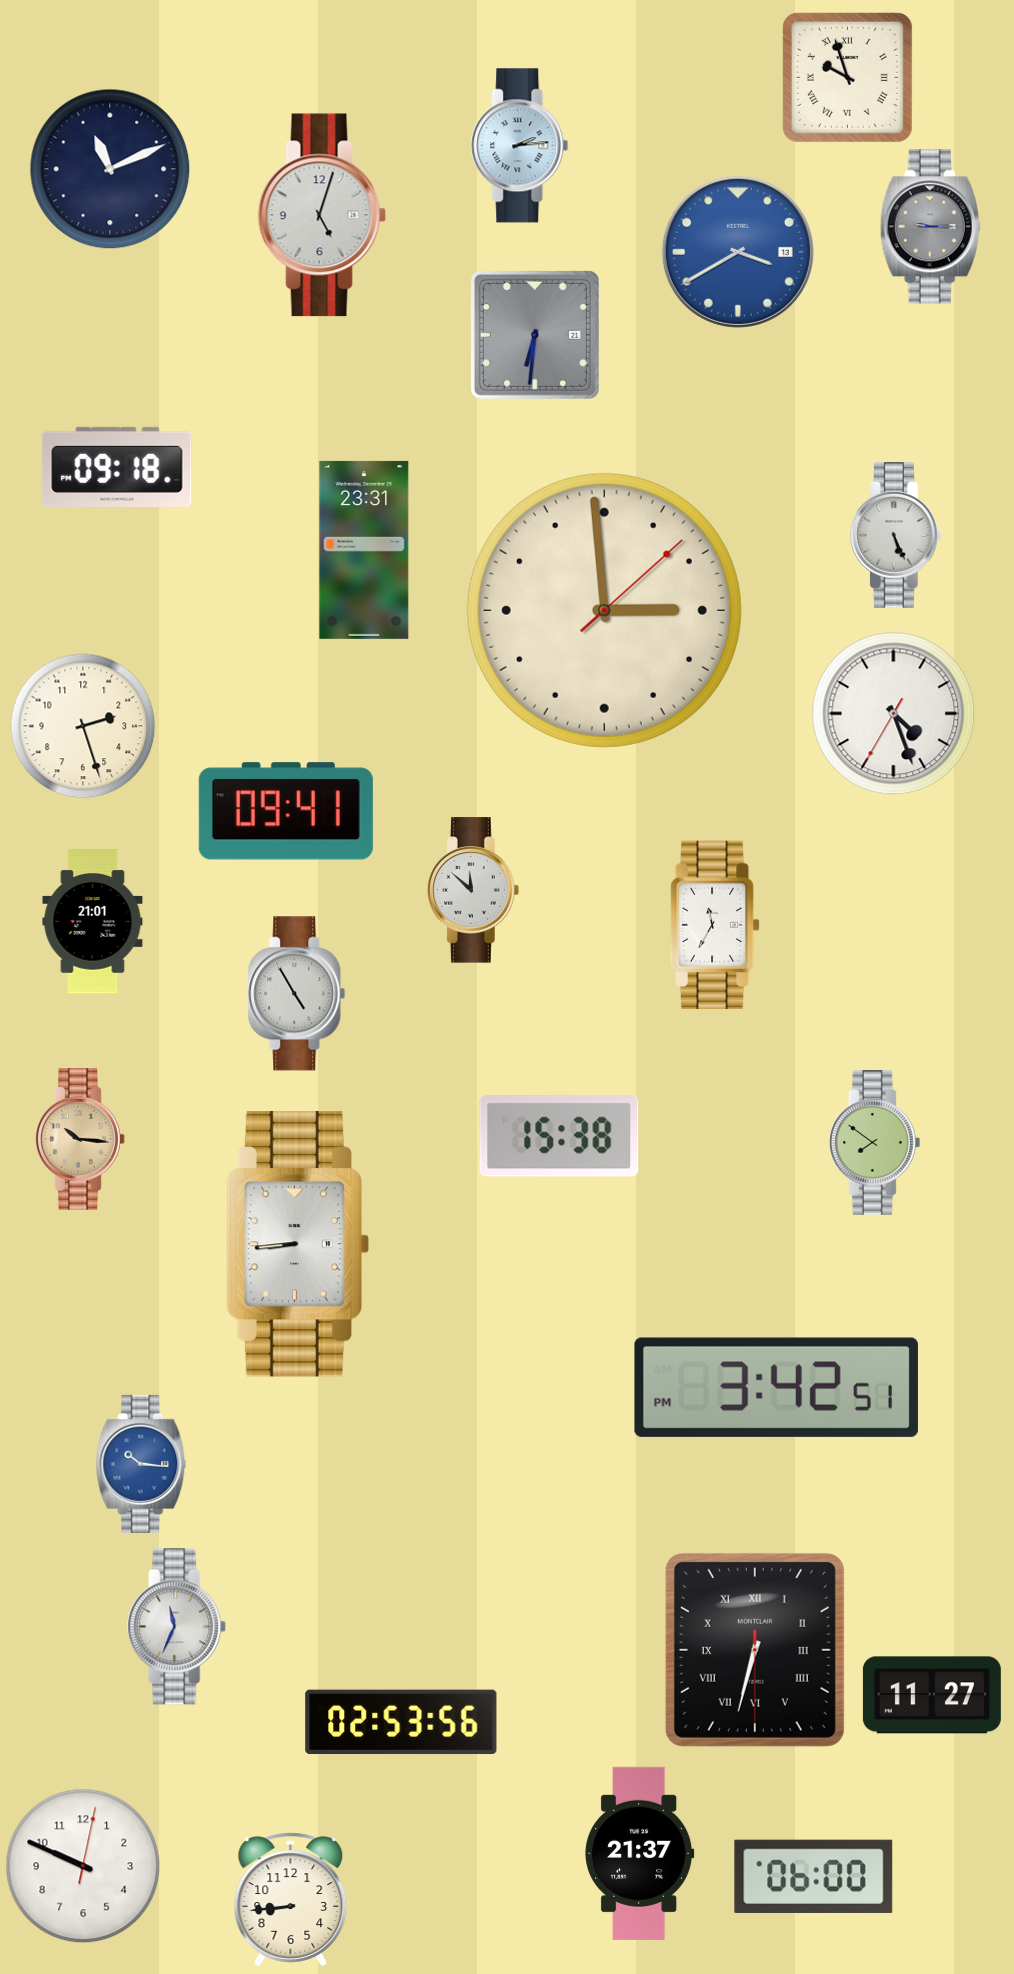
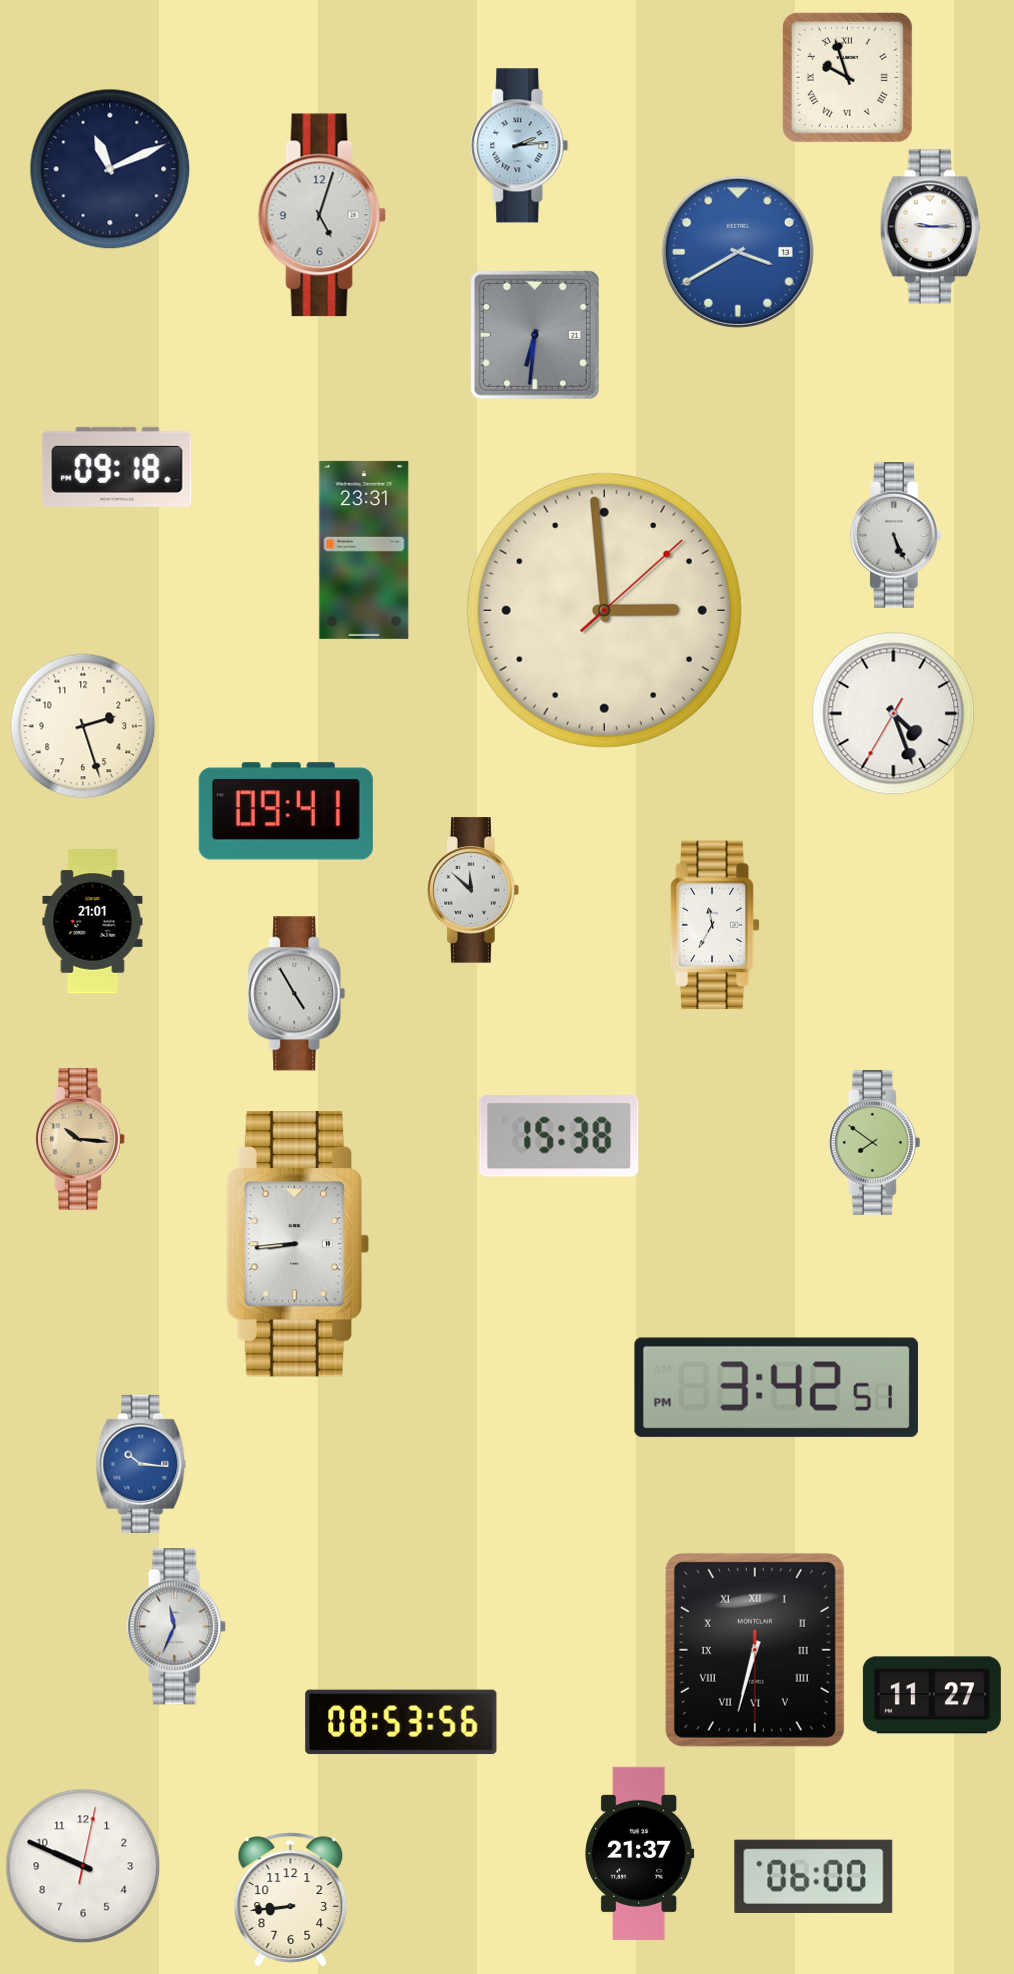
clock at (930, 227) dial: grey -> white
clock at (401, 1722): 02:53 -> 08:53
